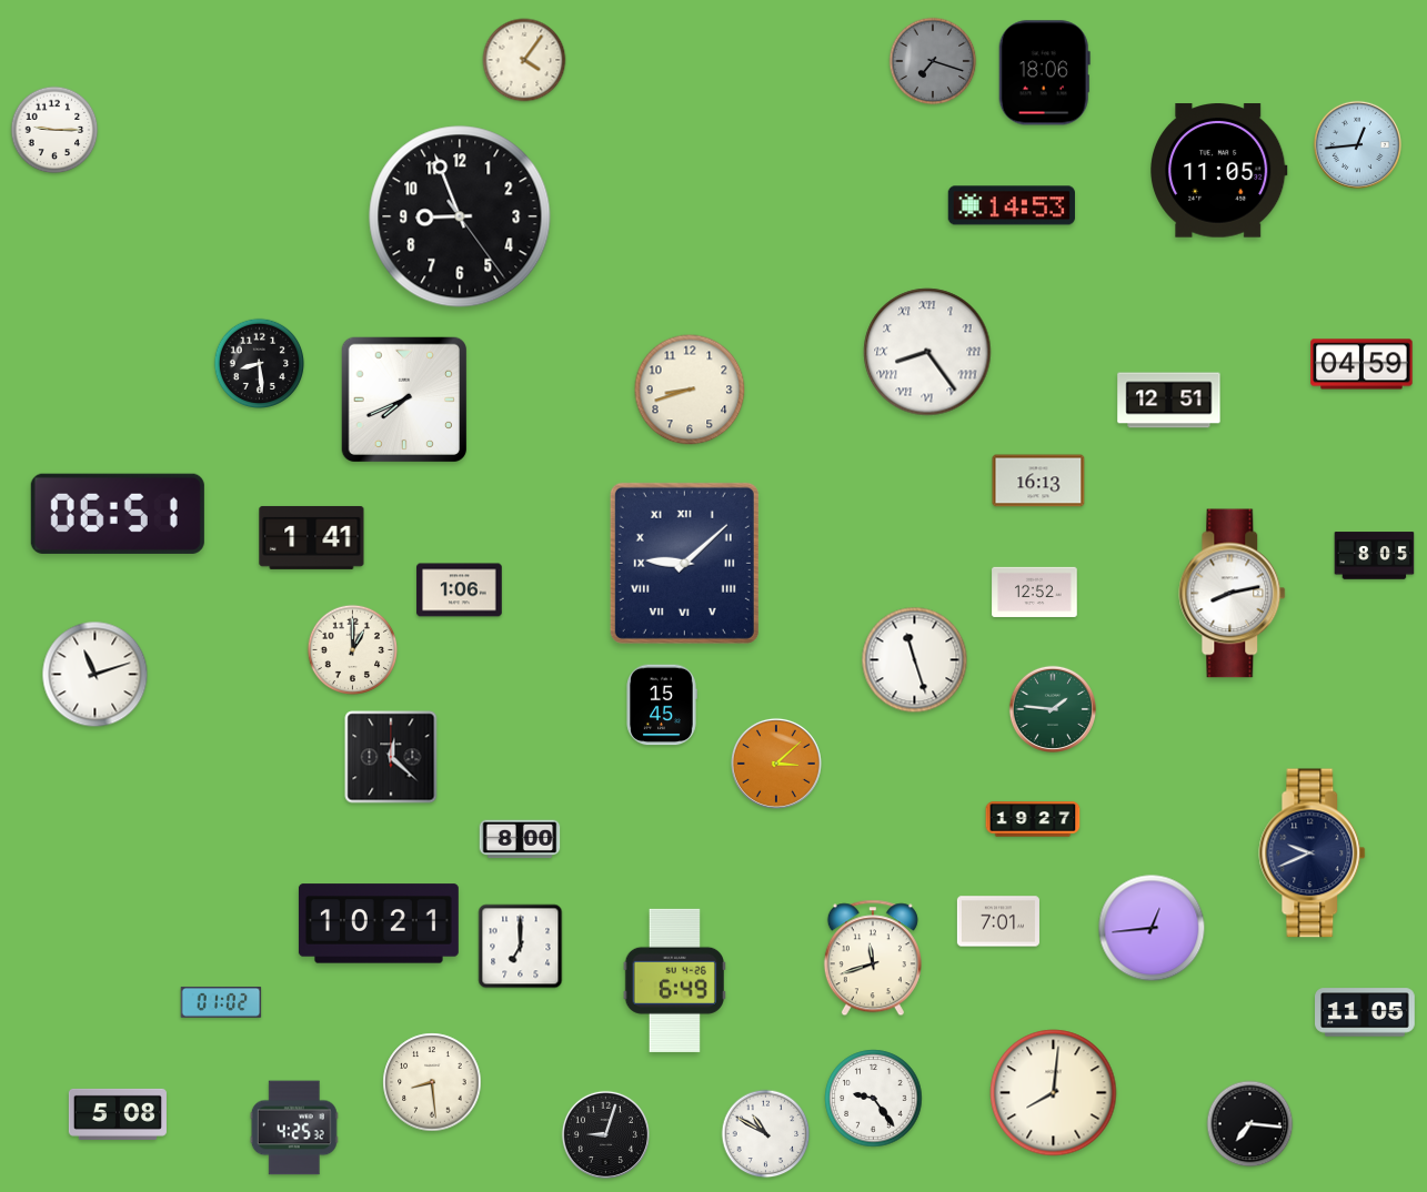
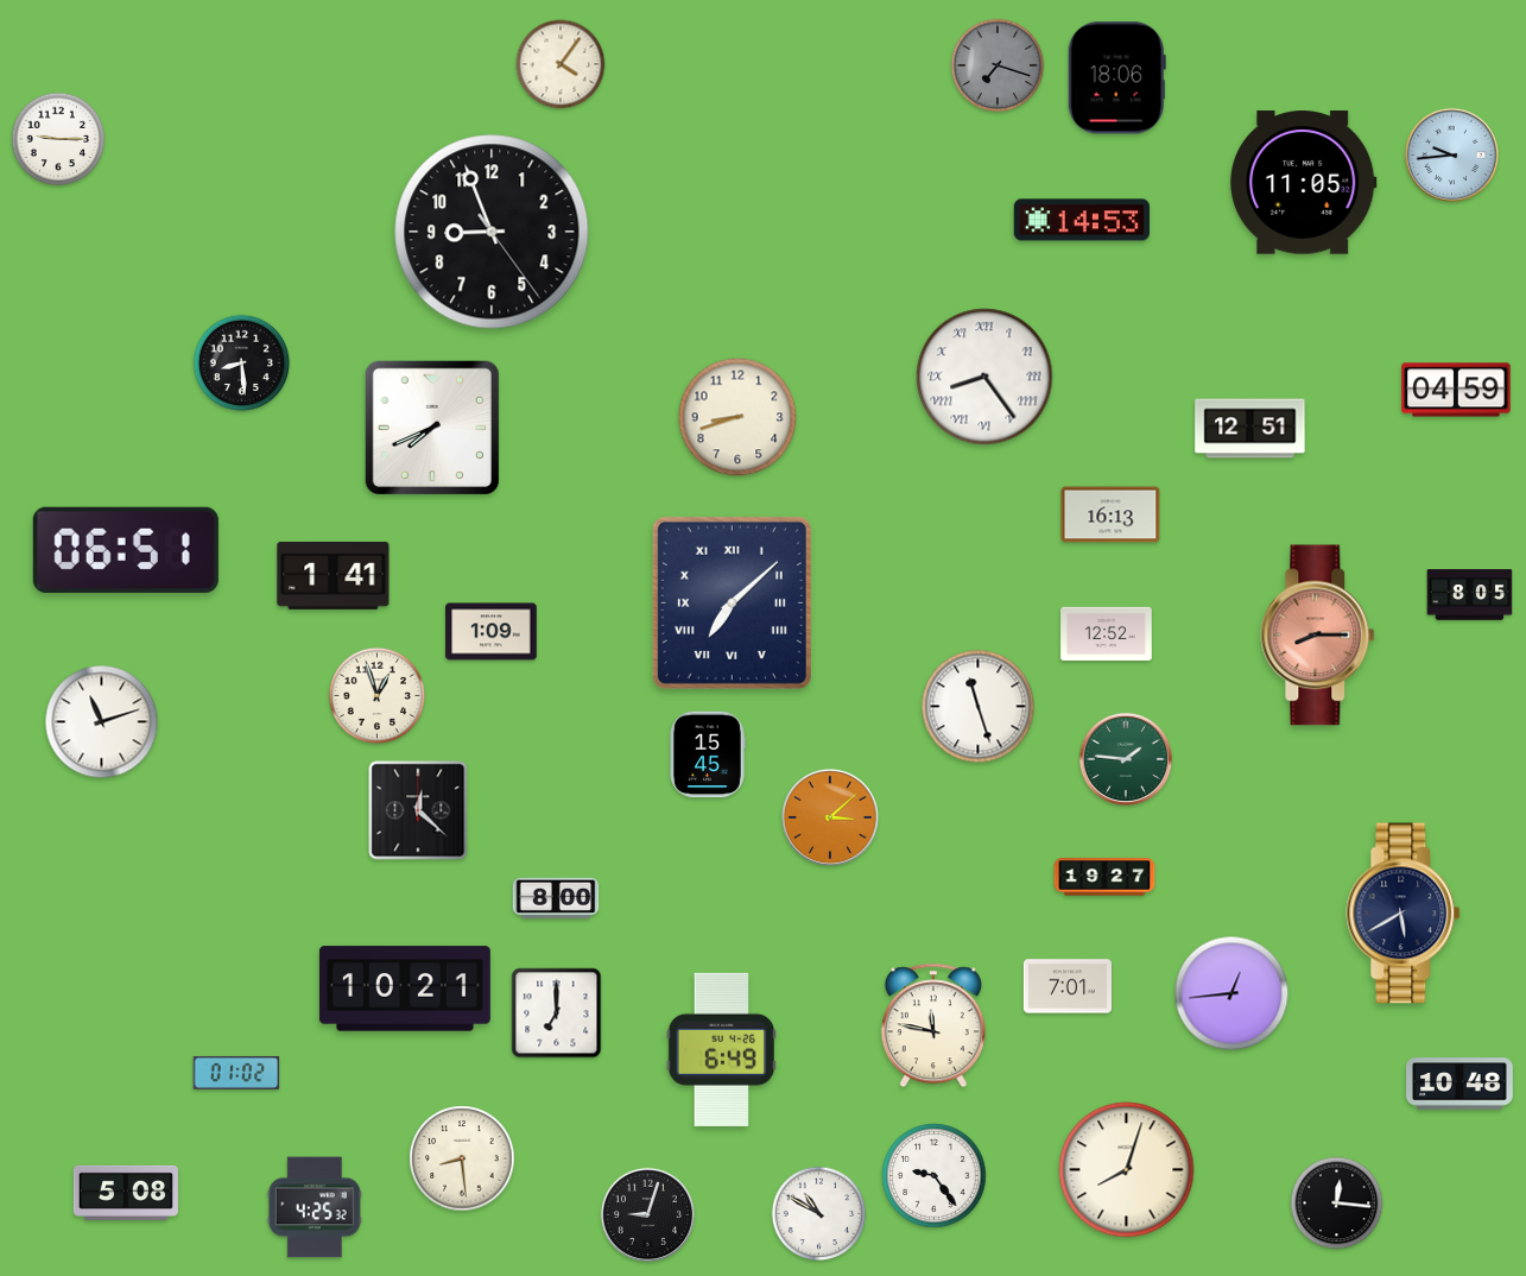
clock at (1357, 144): 12:44 -> 9:44
clock at (927, 352) position: (927, 352) -> (984, 377)
clock at (260, 364) position: (260, 364) -> (242, 364)
clock at (684, 563): 9:08 -> 7:08
clock at (460, 590): 1:06 -> 1:09
clock at (1233, 594): 8:13 -> 8:15
clock at (1233, 594) dial: white -> salmon
clock at (353, 650): 1:00 -> 12:57
clock at (1313, 853): 9:41 -> 5:40
clock at (873, 958): 11:42 -> 11:47
clock at (1366, 1012): 11:05 -> 10:48
clock at (1054, 1093): 8:01 -> 8:03
clock at (1250, 1124): 7:16 -> 12:16
